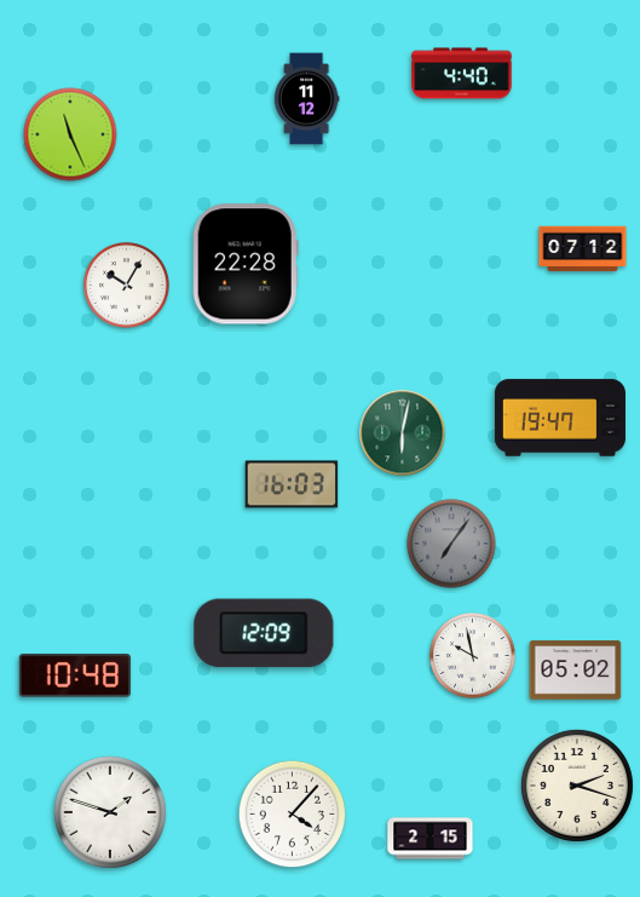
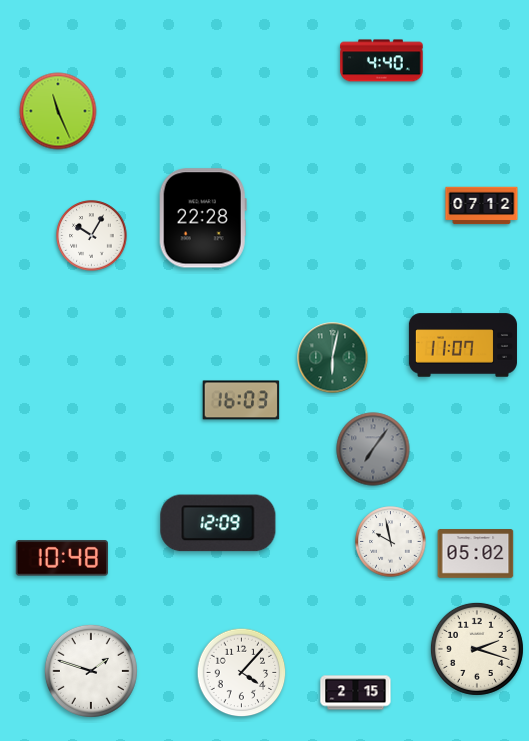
clock at (306, 99): 11:12 -> none
clock at (127, 286) position: (127, 286) -> (92, 236)
clock at (560, 418): 19:47 -> 11:07
